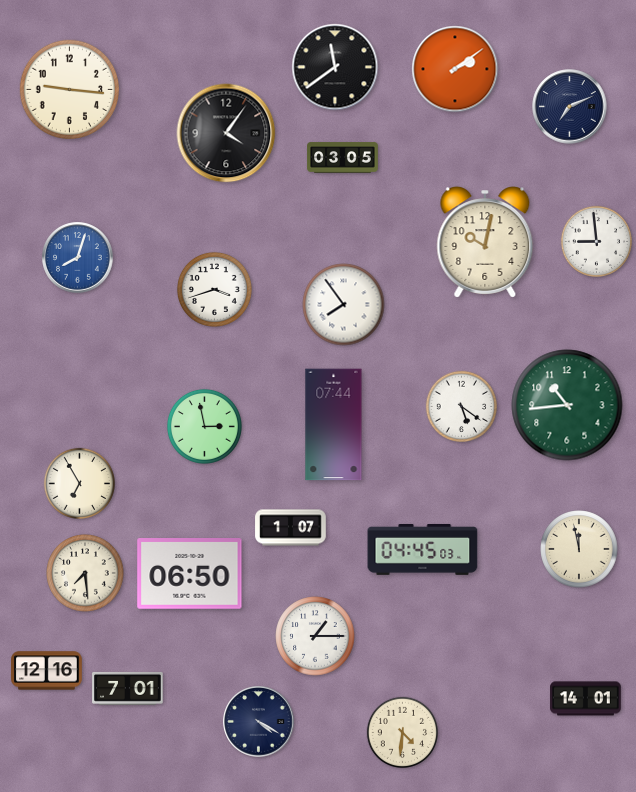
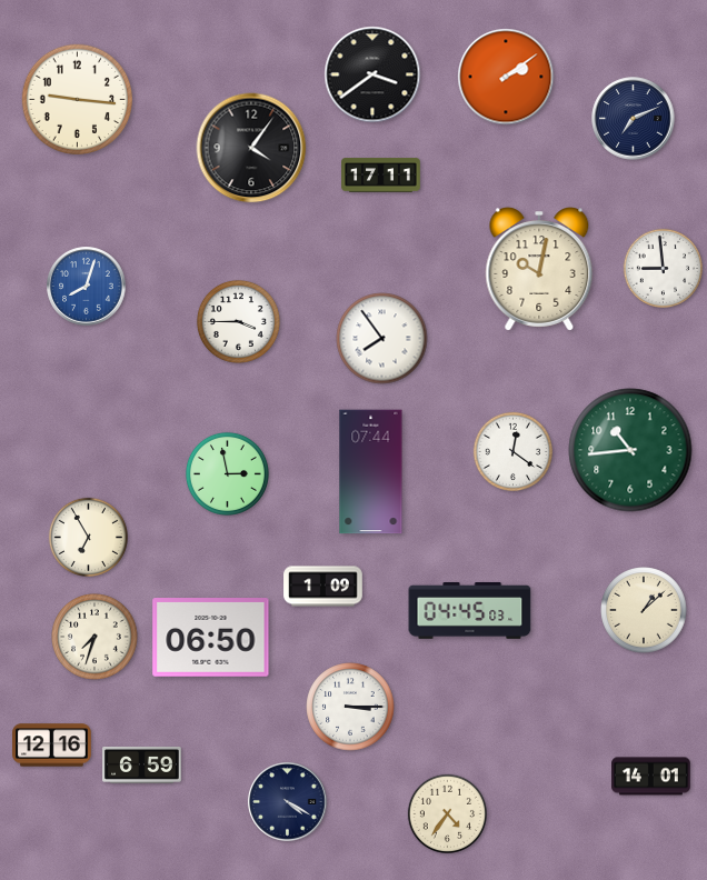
clock at (335, 67): 11:39 -> 3:39
clock at (343, 158): 03:05 -> 17:11
clock at (214, 289): 3:42 -> 3:45
clock at (461, 406): 5:21 -> 12:21
clock at (291, 528): 1:07 -> 1:09
clock at (579, 549): 11:58 -> 1:08
clock at (85, 573): 7:29 -> 7:33
clock at (315, 636): 1:15 -> 3:15
clock at (128, 688): 7:01 -> 6:59
clock at (402, 732): 4:31 -> 4:36
